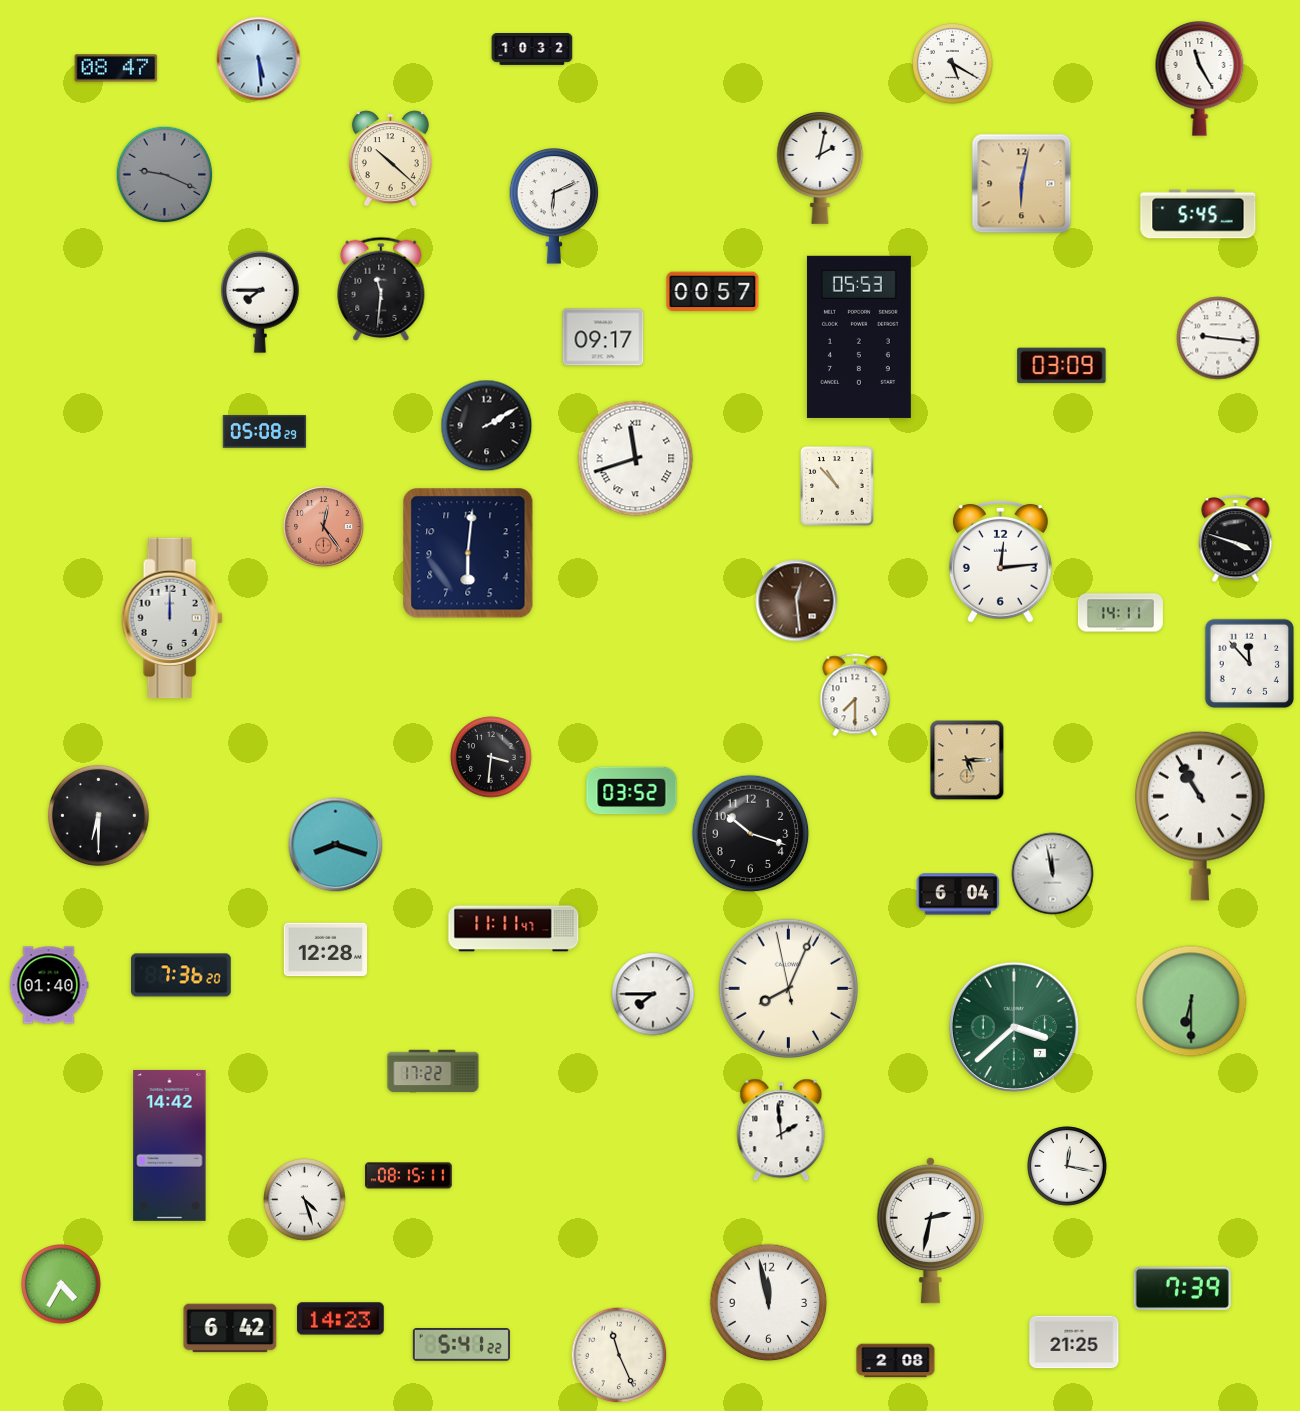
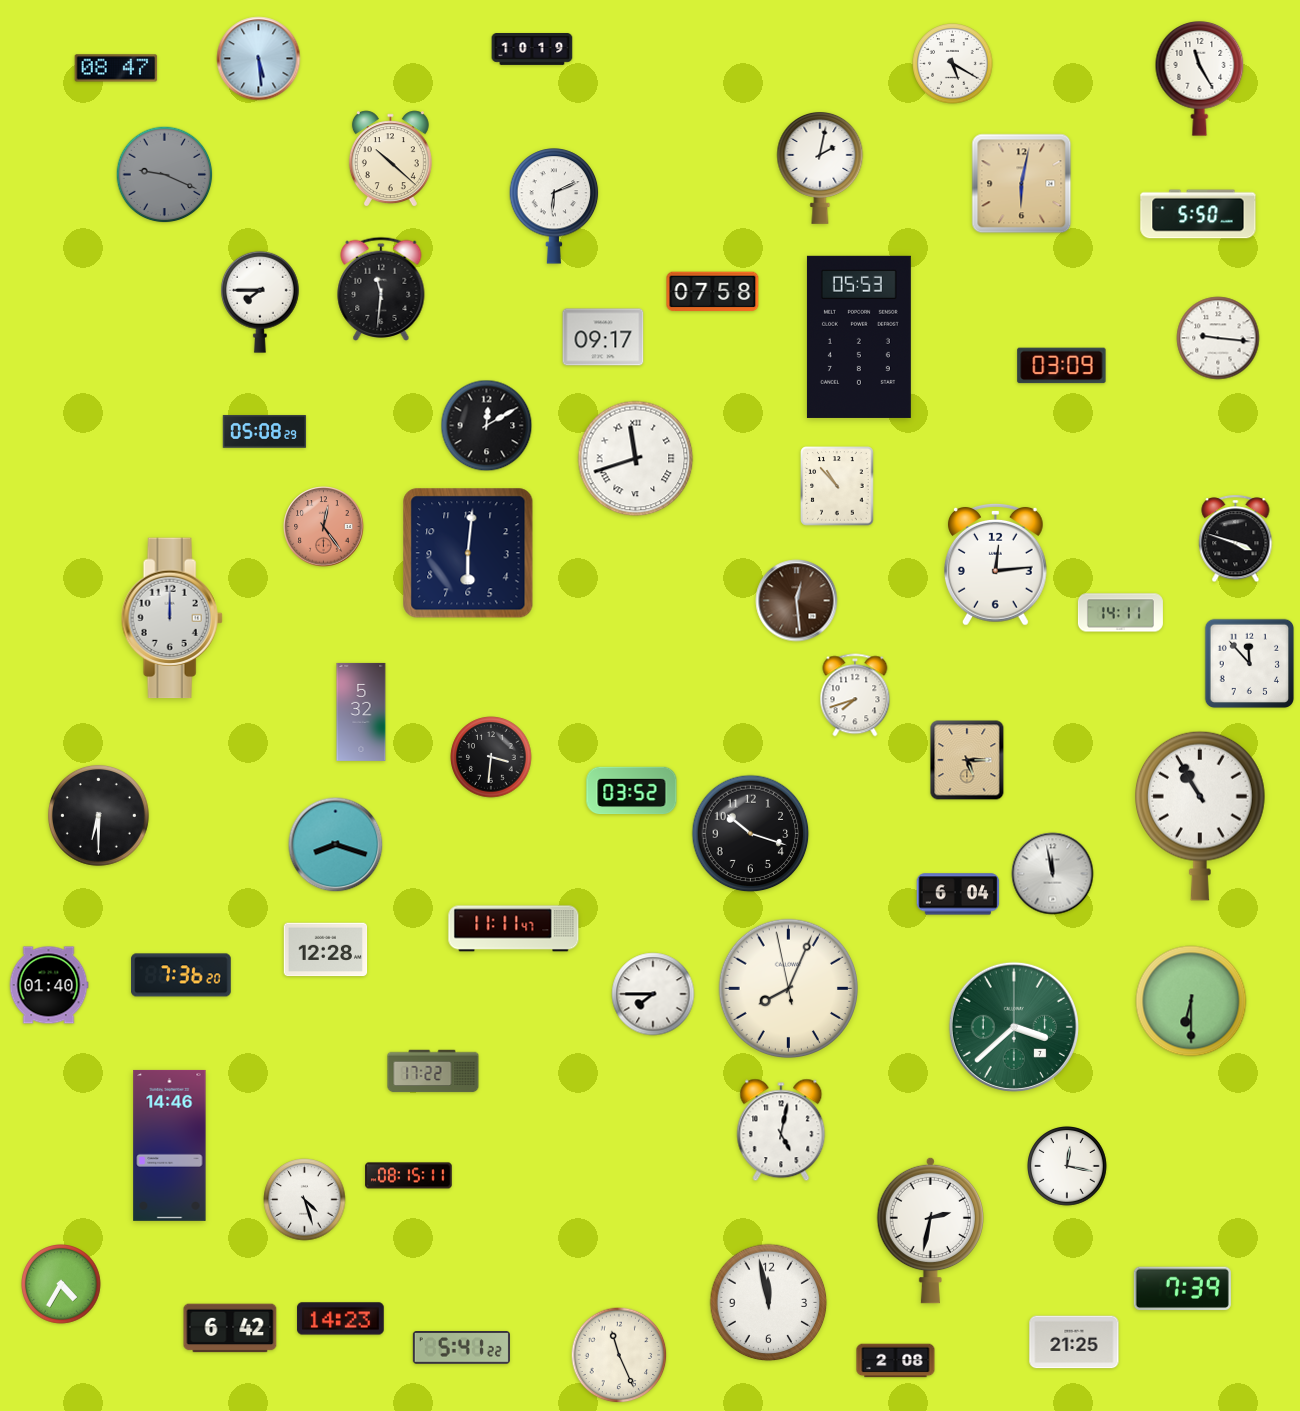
clock at (532, 50): 10:32 -> 10:19
clock at (1198, 214): 5:45 -> 5:50
clock at (713, 292): 00:57 -> 07:58
clock at (487, 426): 2:10 -> 12:10
clock at (1000, 561) position: (1000, 561) -> (995, 564)
clock at (855, 695): 7:30 -> 7:42
clock at (361, 712): none -> 5:32
clock at (781, 1130): 1:59 -> 5:02
clock at (170, 1145): 14:42 -> 14:46
clock at (461, 1345) position: (461, 1345) -> (461, 1348)
